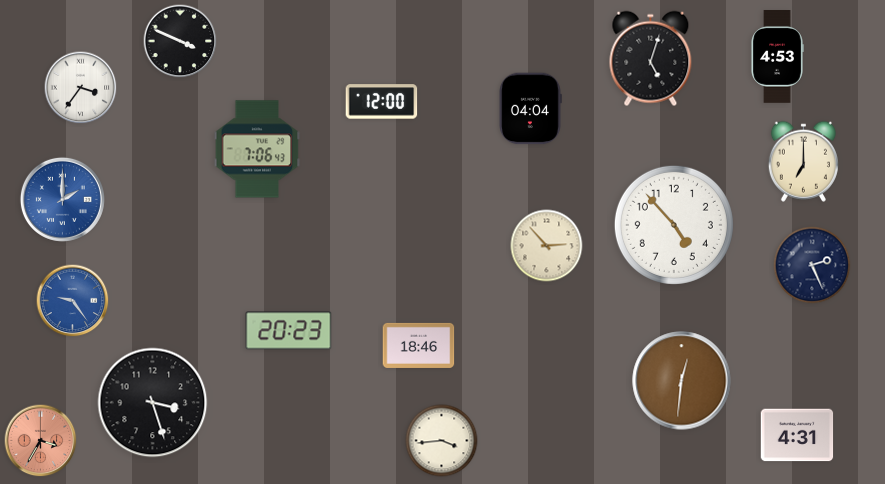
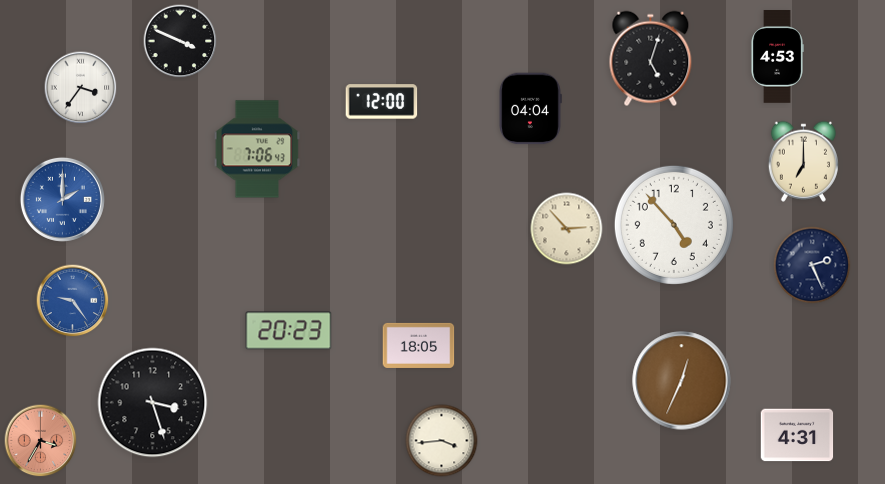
clock at (547, 246) position: (547, 246) -> (567, 229)
clock at (419, 345): 18:46 -> 18:05
clock at (682, 381): 12:31 -> 12:34
